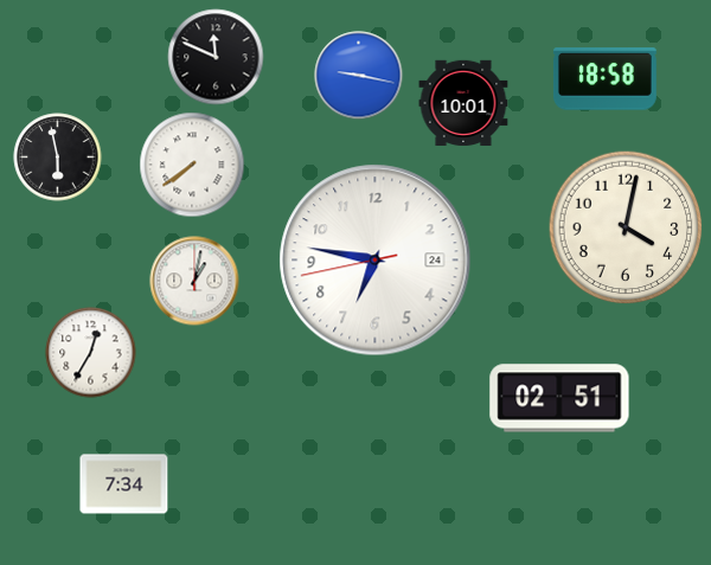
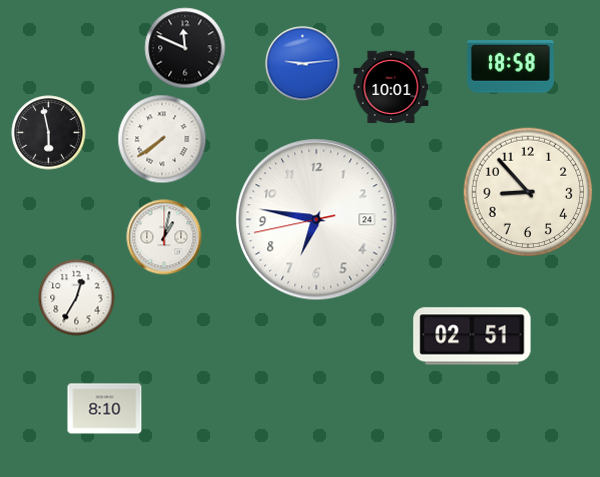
clock at (216, 57) position: (216, 57) -> (185, 48)
clock at (359, 76): 9:17 -> 9:14
clock at (626, 227): 4:02 -> 8:53
clock at (124, 484): 7:34 -> 8:10
